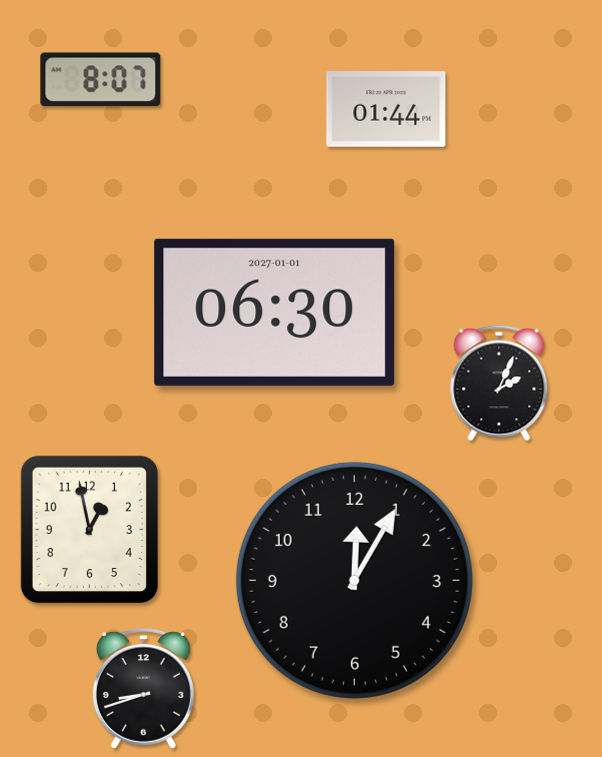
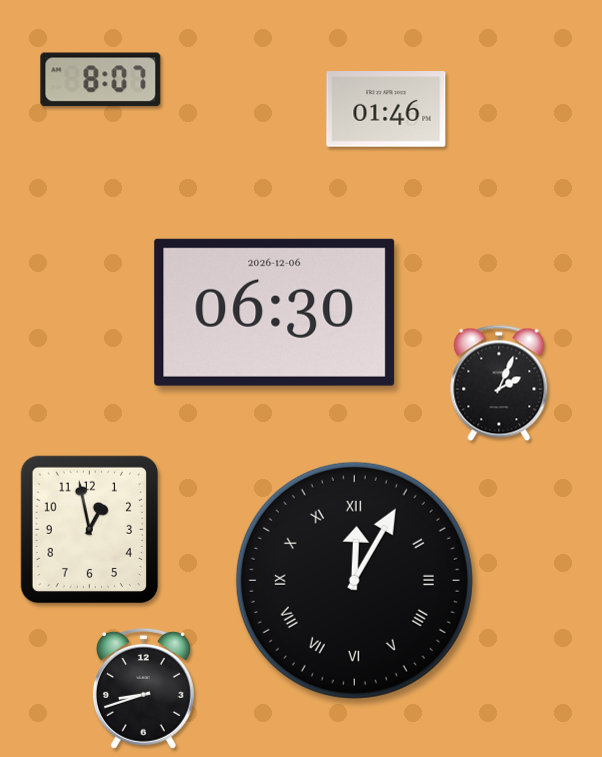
clock at (386, 109): 01:44 -> 01:46
clock at (275, 312) date: 2027-01-01 -> 2026-12-06
clock at (354, 580) numerals: Arabic -> Roman
